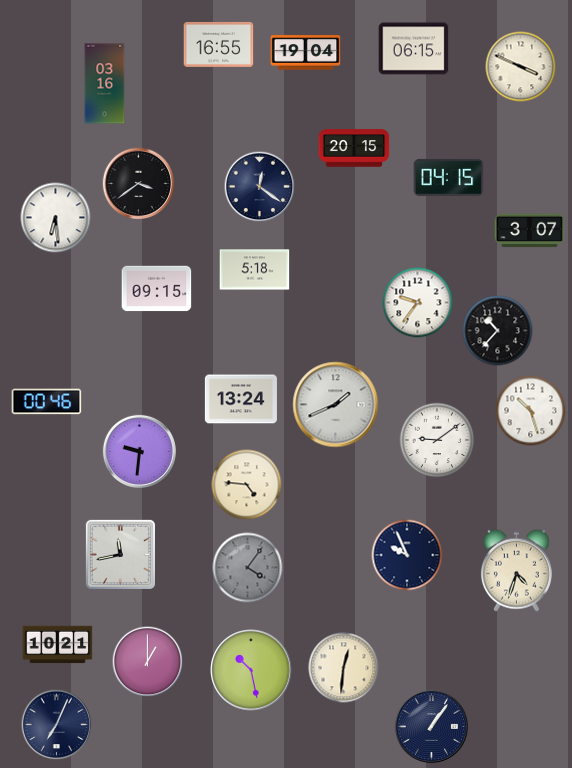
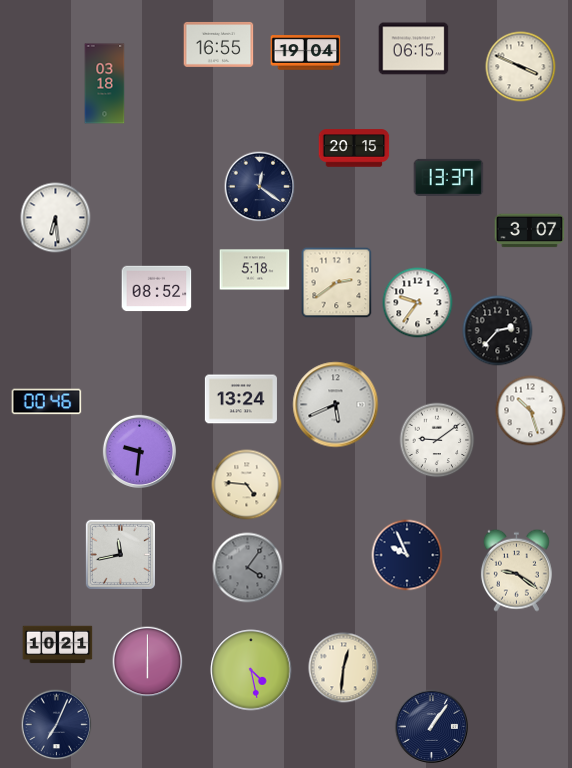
clock at (105, 84): 03:16 -> 03:18
clock at (449, 177): 04:15 -> 13:37
clock at (139, 184): 3:39 -> none
clock at (337, 283): none -> 2:39
clock at (157, 289): 09:15 -> 08:52
clock at (498, 331): 10:37 -> 2:37
clock at (336, 405): 1:41 -> 5:41
clock at (516, 570): 4:33 -> 9:21
clock at (148, 662): 1:00 -> 6:00
clock at (251, 670): 10:28 -> 4:28
